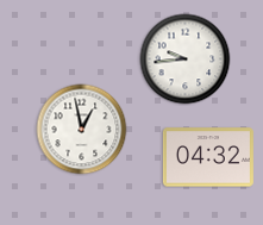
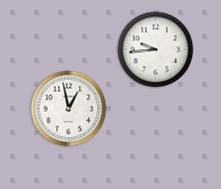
clock at (208, 157): 04:32 -> none
